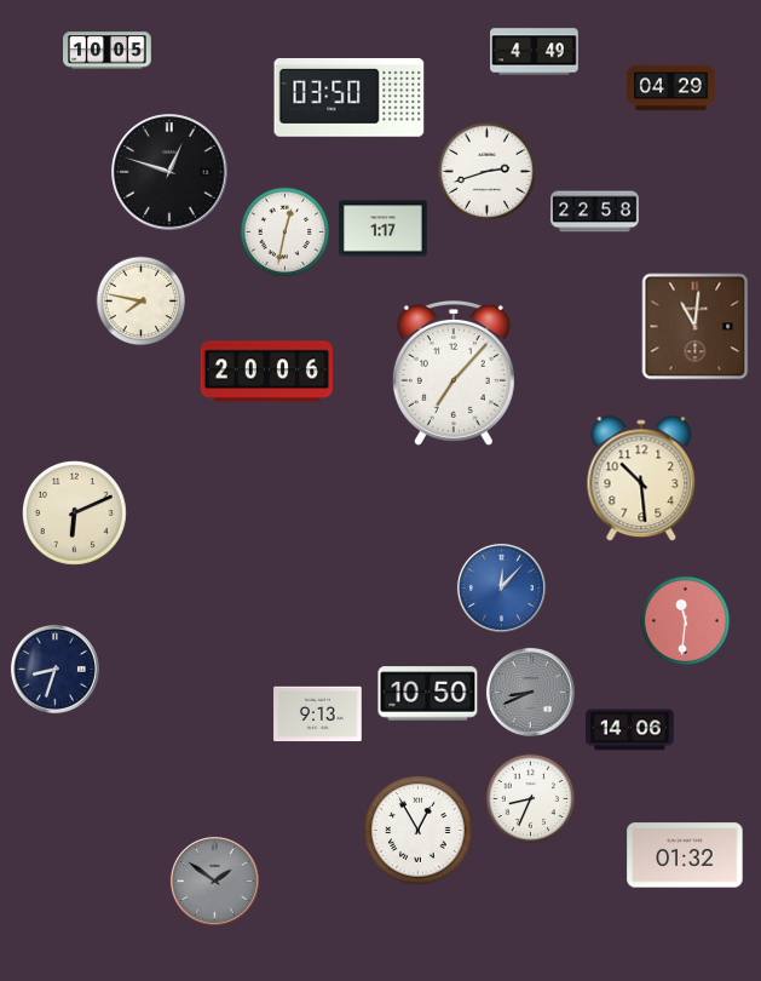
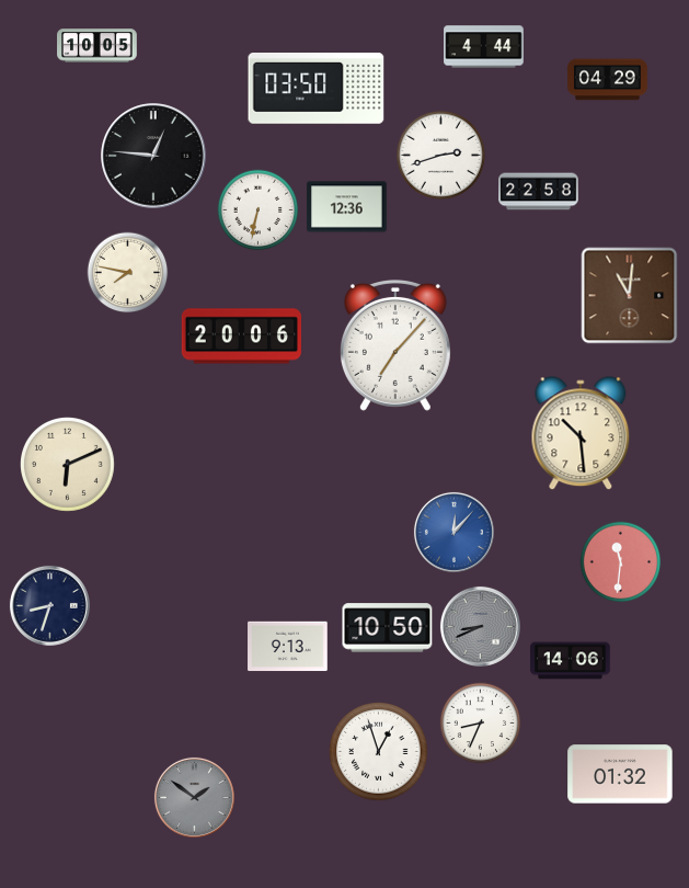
clock at (535, 52): 4:49 -> 4:44
clock at (169, 172): 12:48 -> 12:46
clock at (384, 229): 1:17 -> 12:36
clock at (286, 233): 12:32 -> 6:32
clock at (454, 373) position: (454, 373) -> (395, 345)
clock at (419, 831): 12:55 -> 12:57
